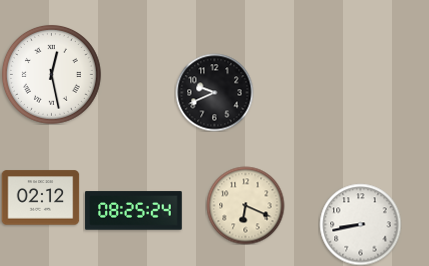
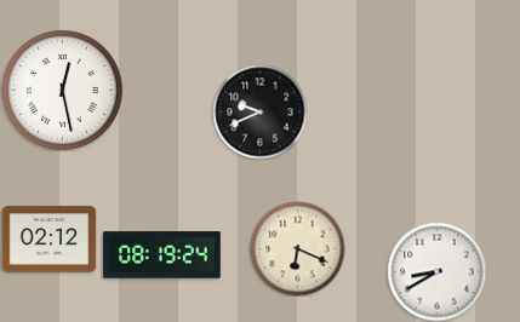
clock at (134, 211): 08:25 -> 08:19
clock at (360, 224): 8:43 -> 8:40
